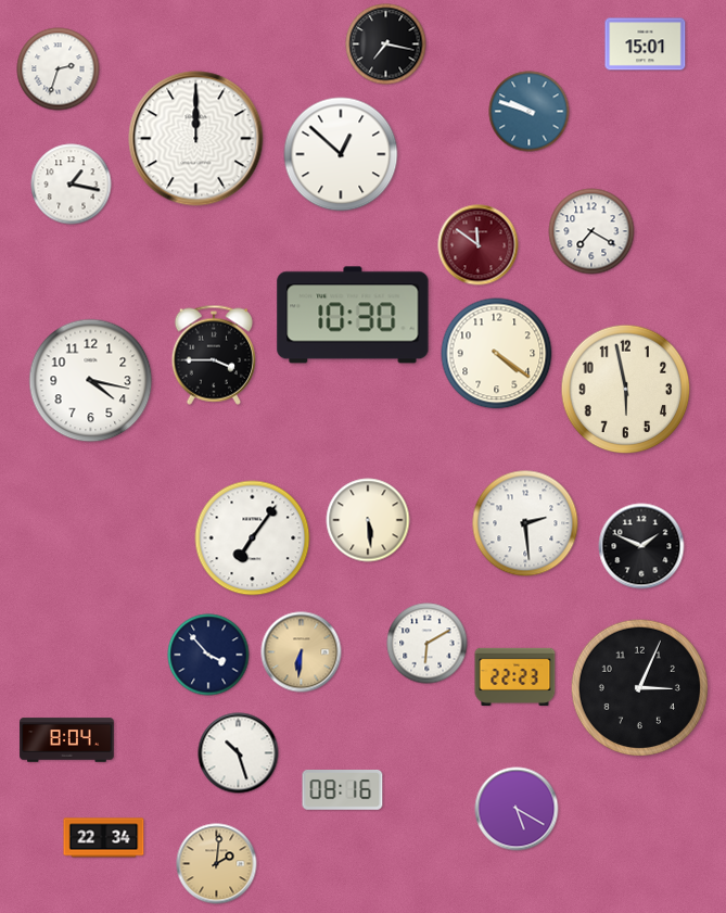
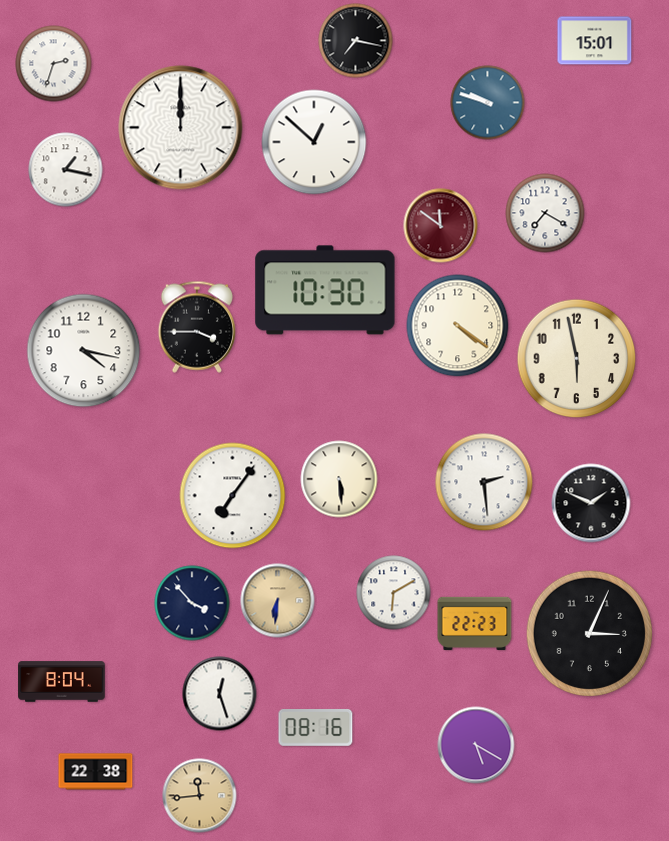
clock at (239, 753): 10:27 -> 12:27
clock at (104, 838): 22:34 -> 22:38
clock at (217, 864): 2:01 -> 11:44
